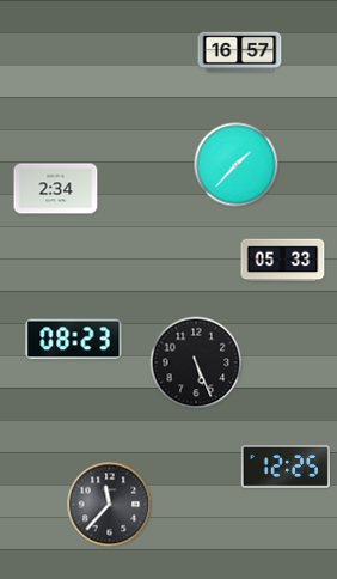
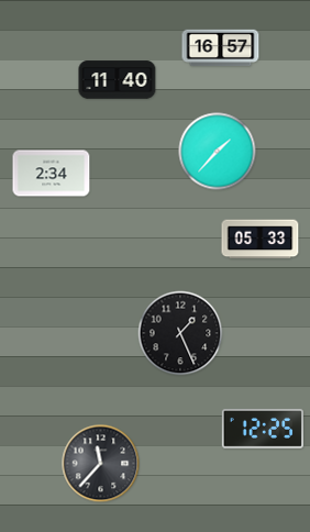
clock at (118, 80): none -> 11:40
clock at (74, 340): 08:23 -> none
clock at (196, 362): 5:26 -> 1:26
